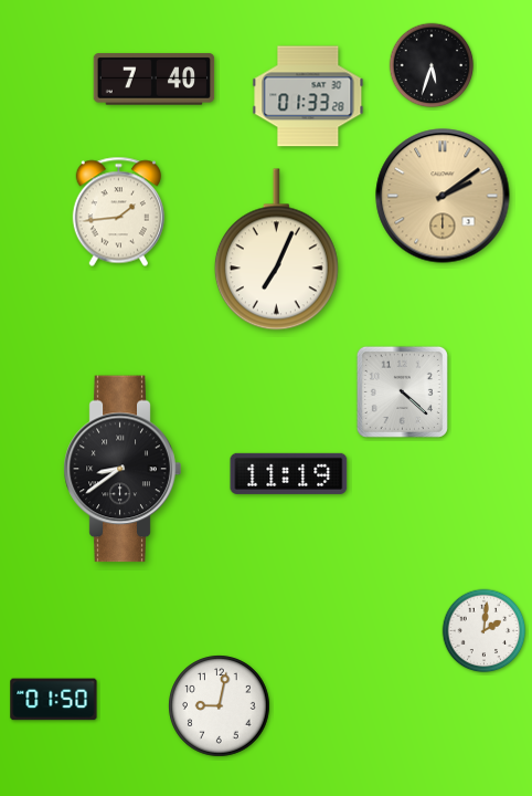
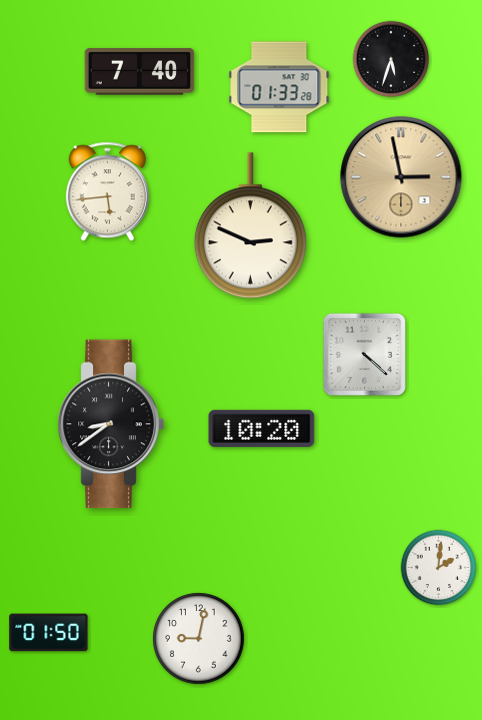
clock at (443, 196): 2:09 -> 2:58
clock at (118, 212): 1:44 -> 5:44
clock at (276, 250): 7:04 -> 2:49
clock at (289, 473): 11:19 -> 10:20
clock at (485, 631) position: (485, 631) -> (439, 568)
